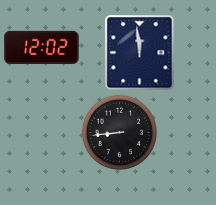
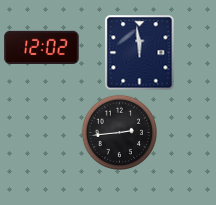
clock at (119, 132): 8:44 -> 2:44
